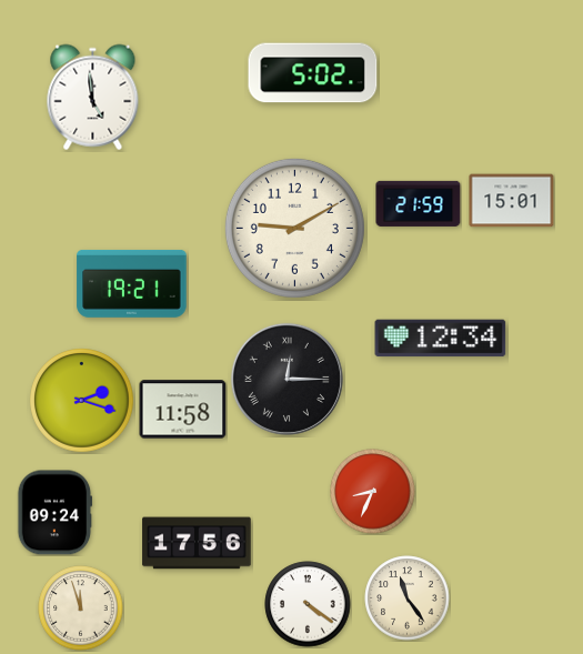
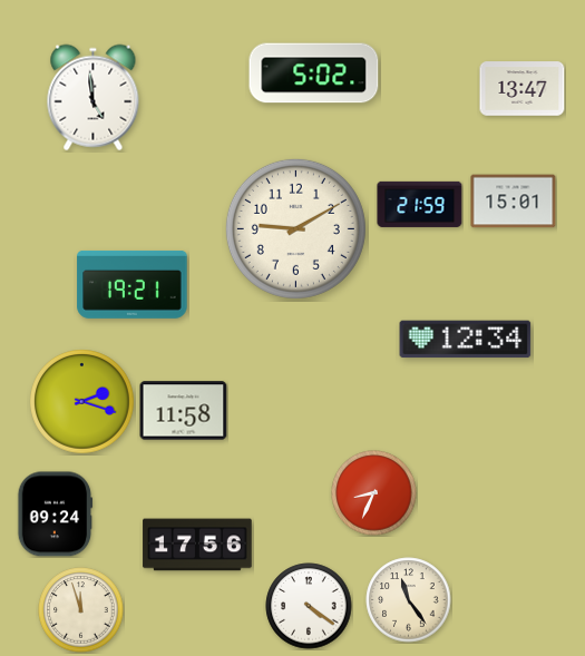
clock at (523, 89): none -> 13:47
clock at (441, 339) position: (441, 339) -> (466, 340)
clock at (287, 379): 12:15 -> none
